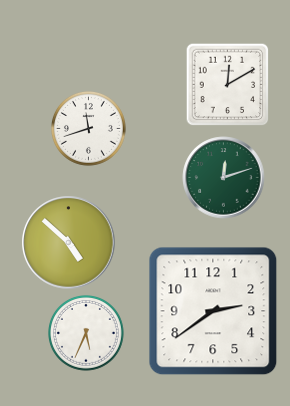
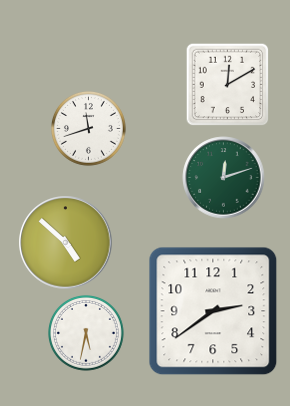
clock at (69, 243) position: (69, 243) -> (66, 243)
clock at (87, 334): 5:34 -> 5:32
